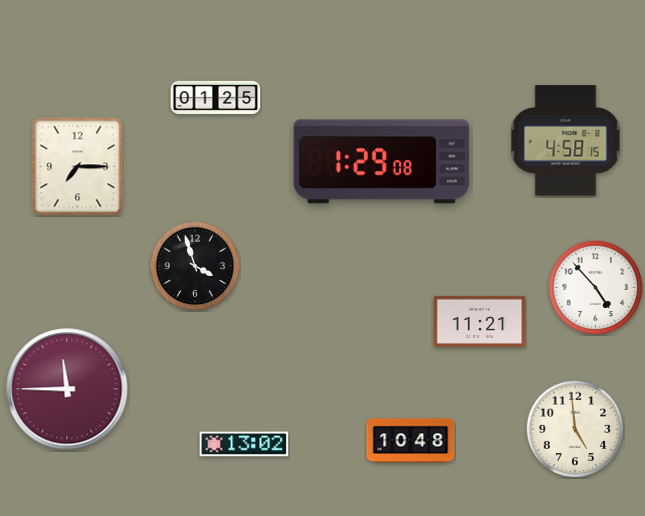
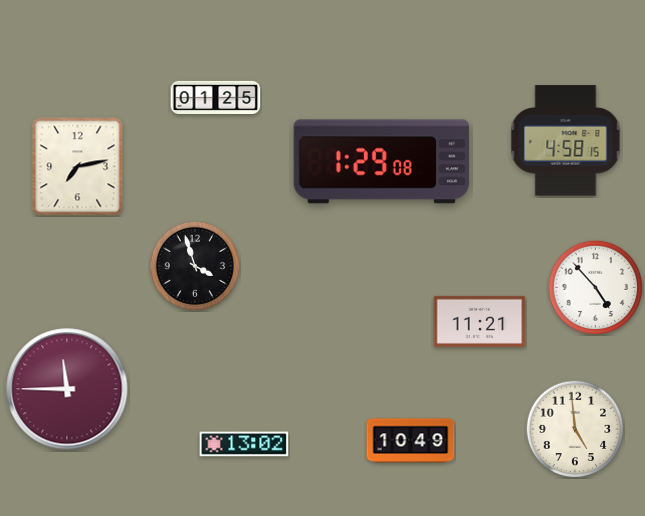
clock at (78, 167): 7:15 -> 7:13
clock at (411, 441): 10:48 -> 10:49
